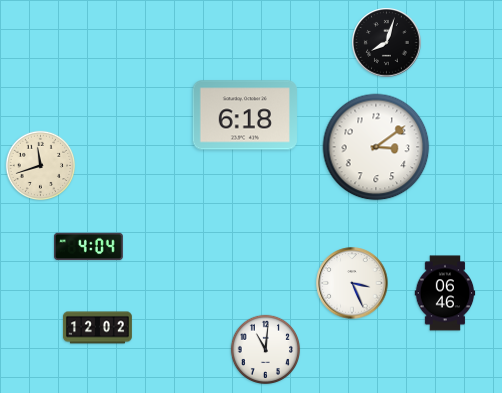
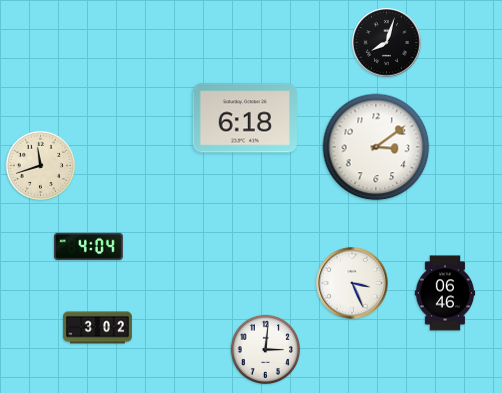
clock at (245, 115) position: (245, 115) -> (245, 118)
clock at (97, 328): 12:02 -> 3:02
clock at (266, 350): 11:01 -> 3:01
